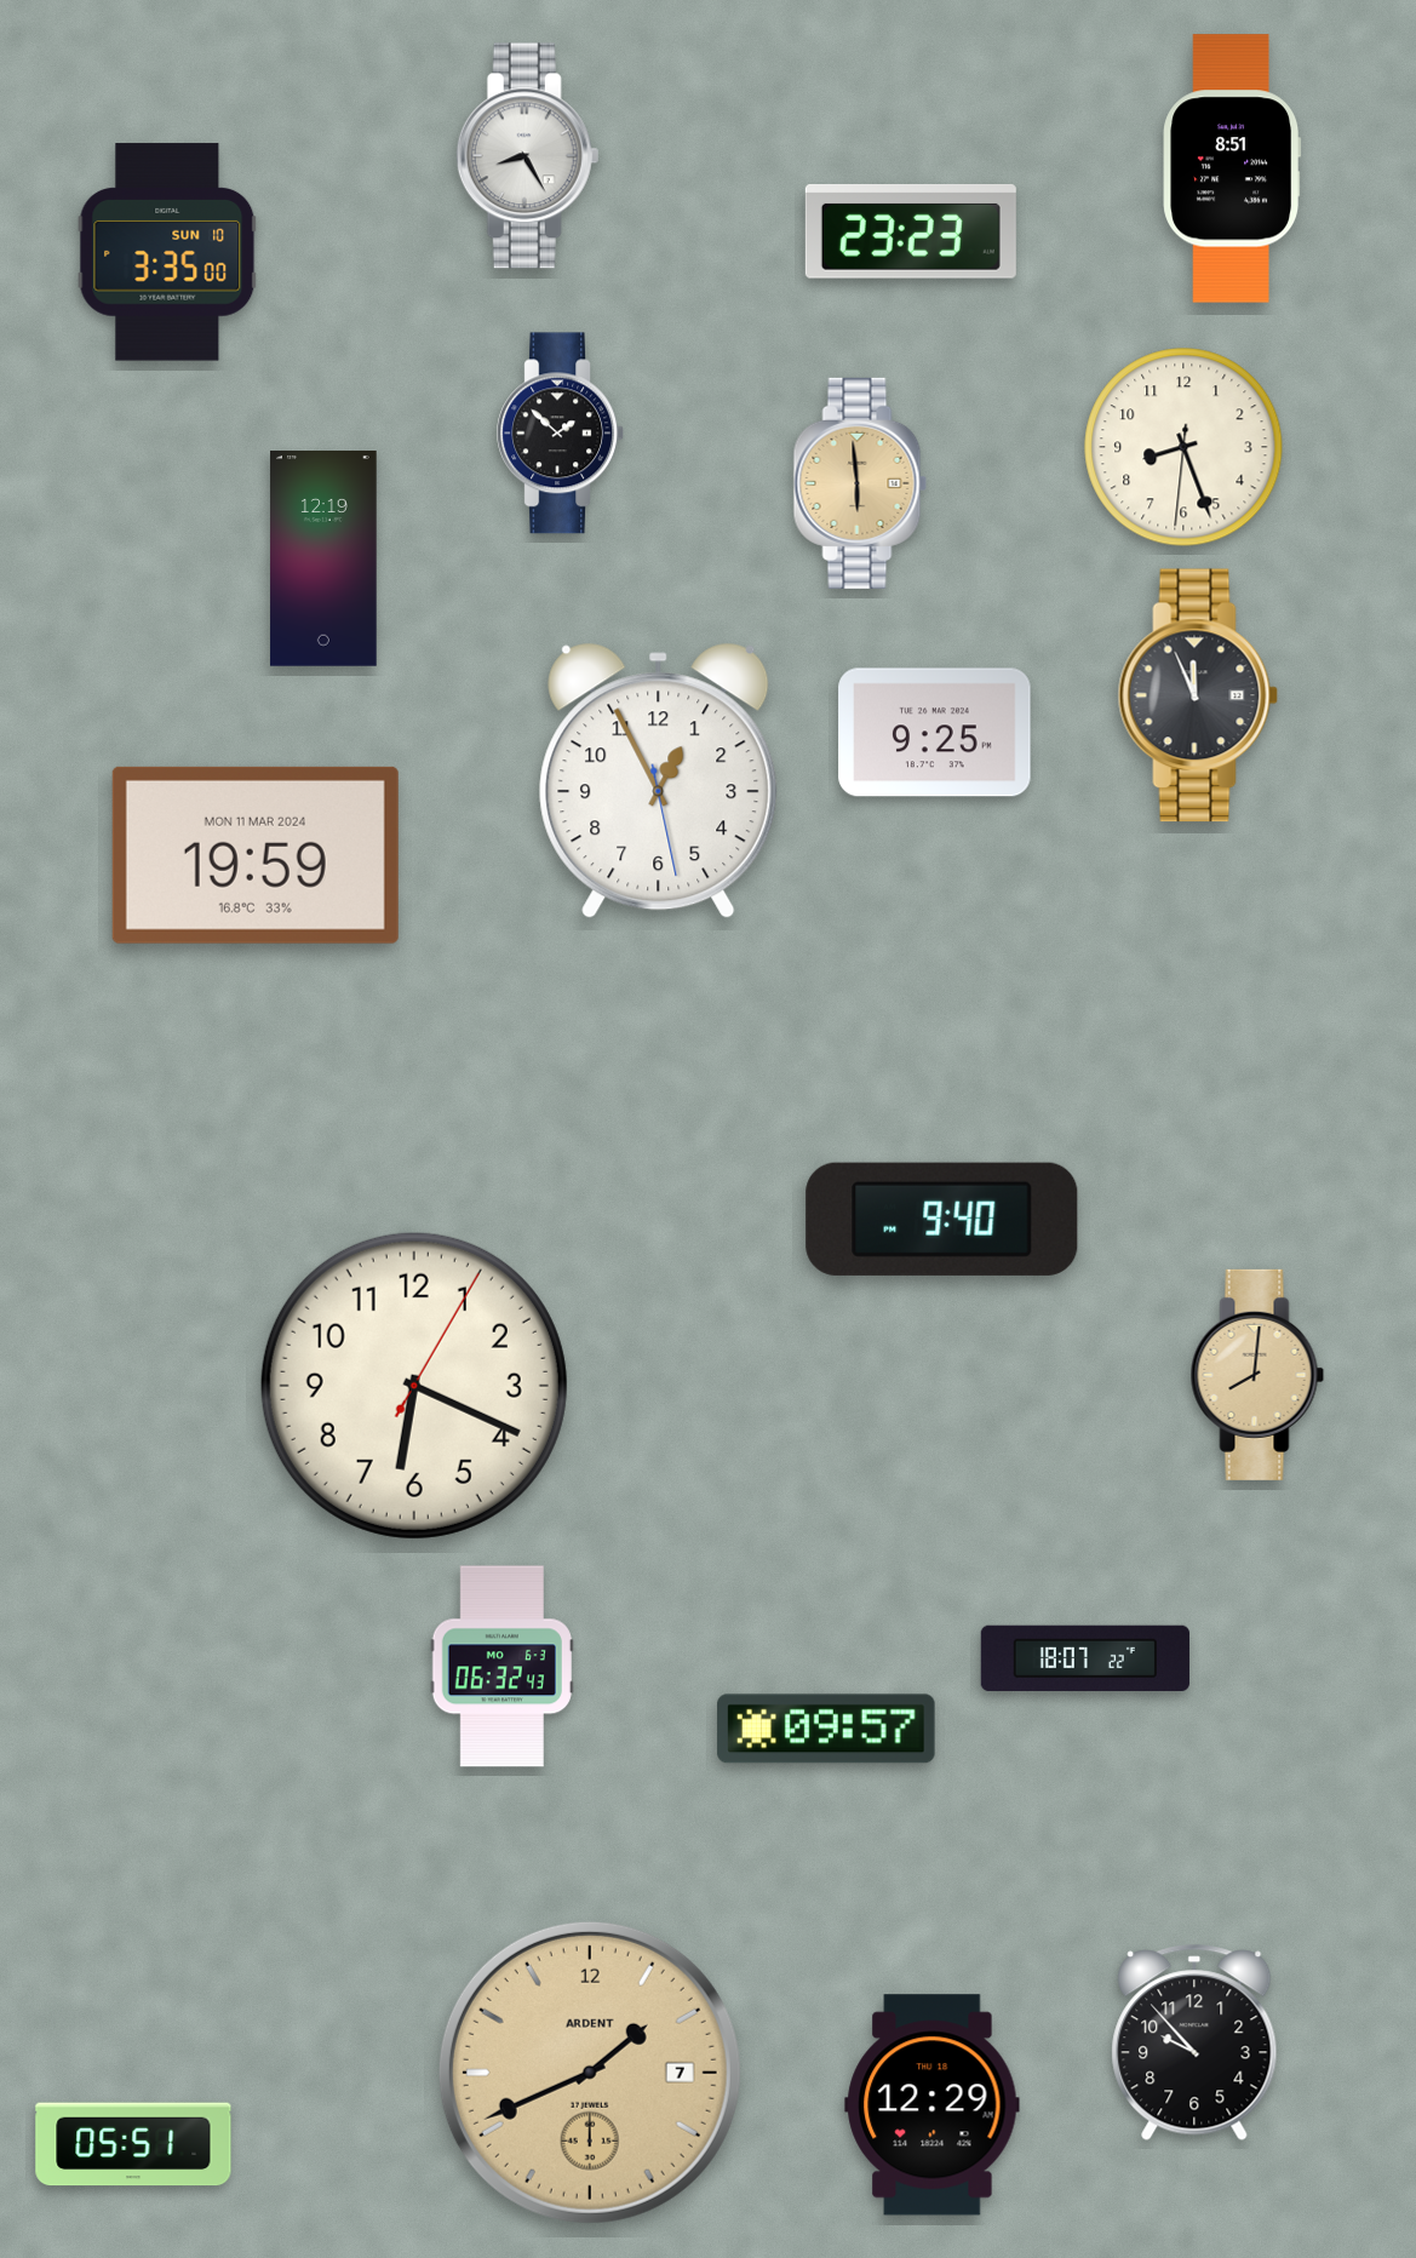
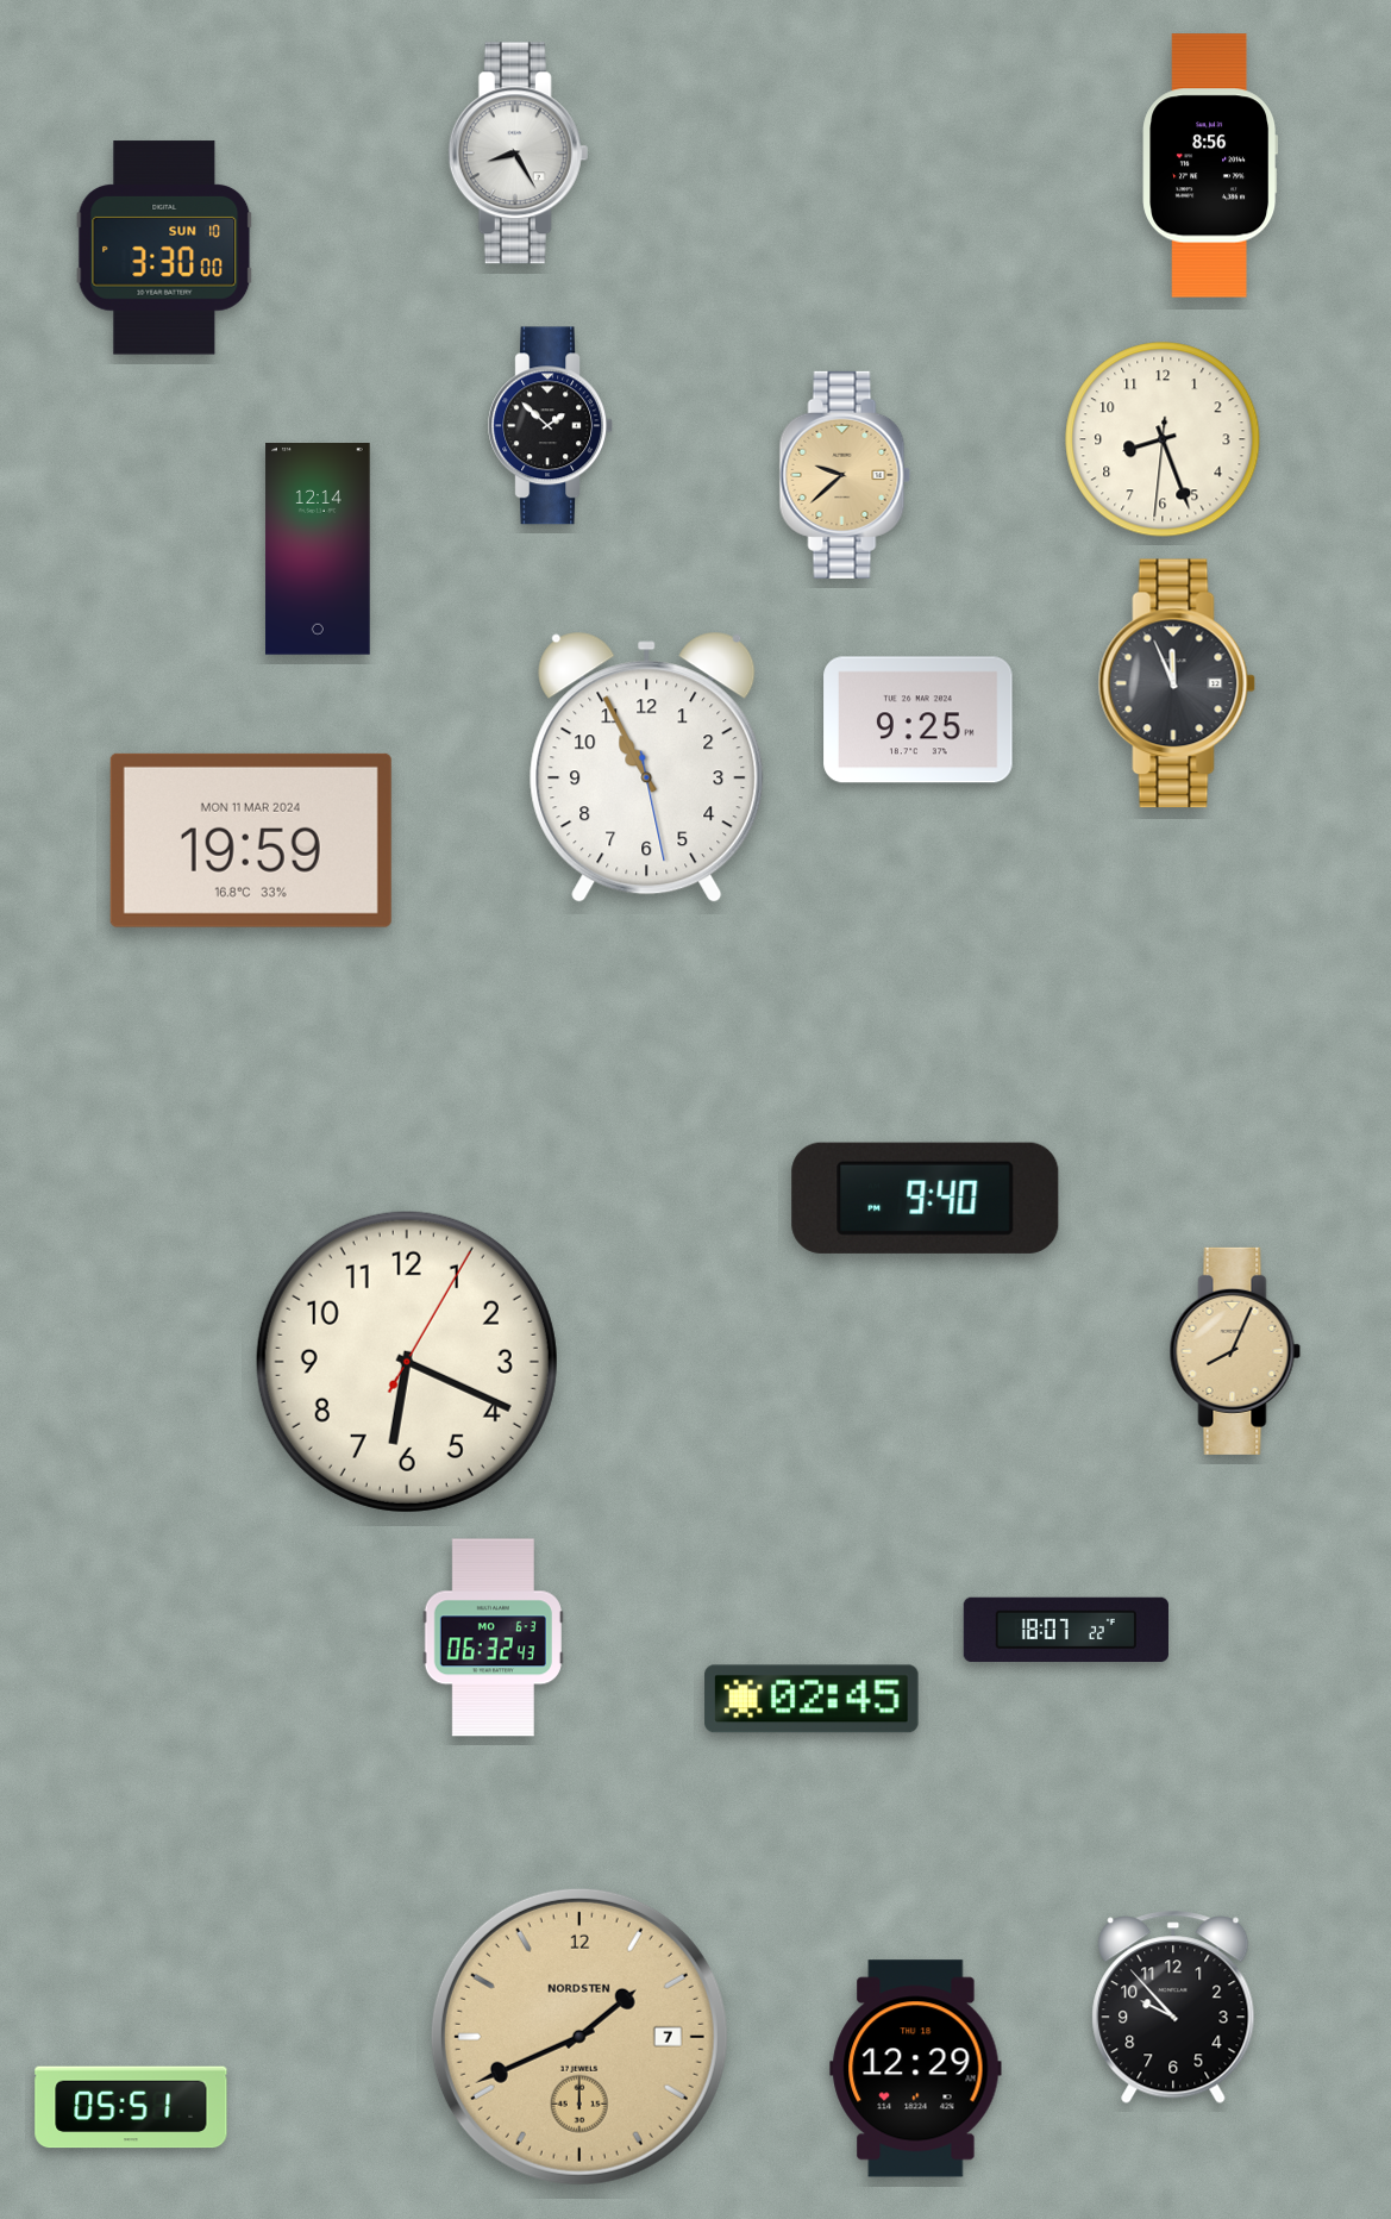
clock at (1232, 168): 8:51 -> 8:56
clock at (911, 231): 23:23 -> none
clock at (167, 252): 3:35 -> 3:30
clock at (860, 483): 5:59 -> 9:38
clock at (323, 560): 12:19 -> 12:14
clock at (659, 780): 12:55 -> 10:55
clock at (1257, 1375): 8:01 -> 8:04
clock at (826, 1729): 09:57 -> 02:45
clock at (590, 2073) brand: ARDENT -> NORDSTEN
